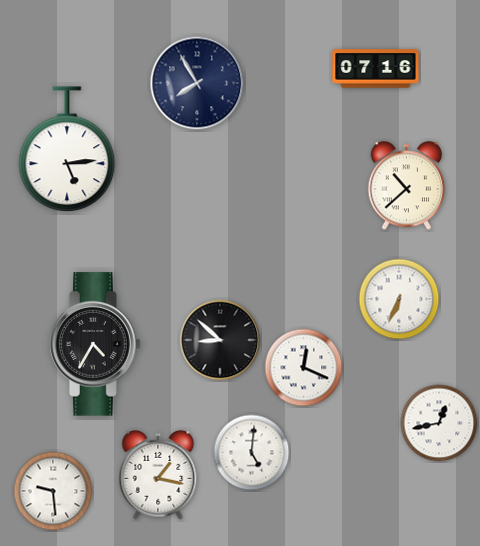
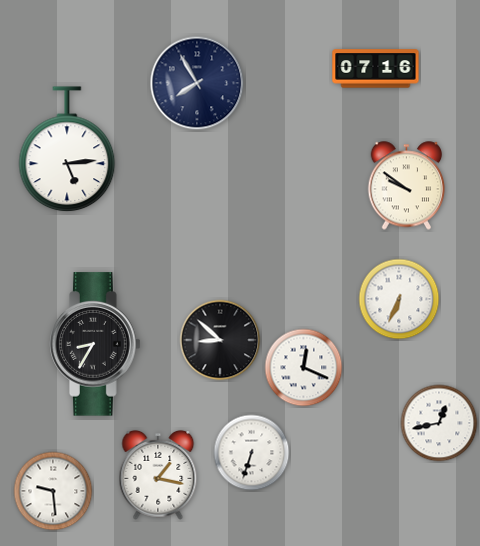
clock at (407, 186): 10:38 -> 9:51
clock at (95, 344): 4:35 -> 8:35
clock at (252, 453): 5:01 -> 6:33
